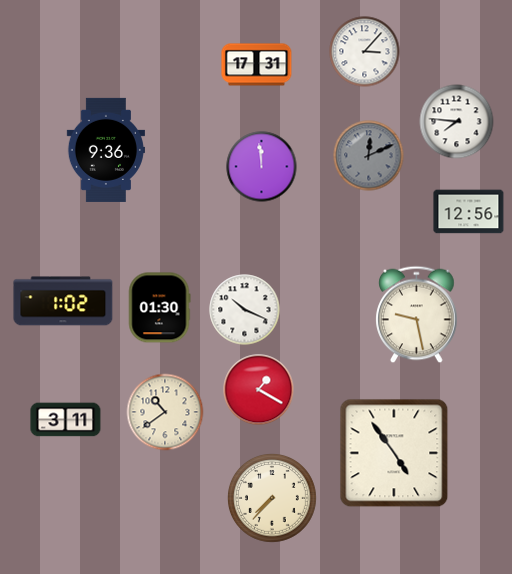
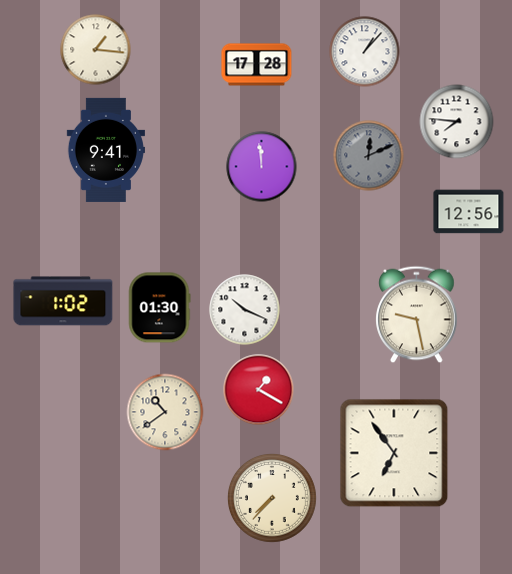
clock at (96, 50): none -> 1:16
clock at (365, 52): 3:07 -> 1:07
clock at (257, 65): 17:31 -> 17:28
clock at (106, 150): 9:36 -> 9:41
clock at (66, 420): 3:11 -> none
clock at (394, 453): 4:54 -> 6:54
